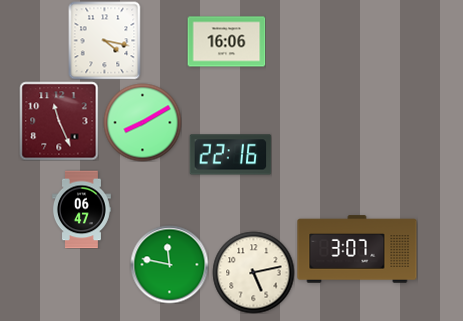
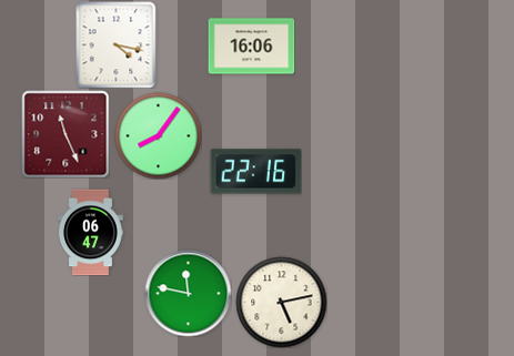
clock at (142, 122): 8:10 -> 8:06
clock at (357, 249): 3:07 -> none
